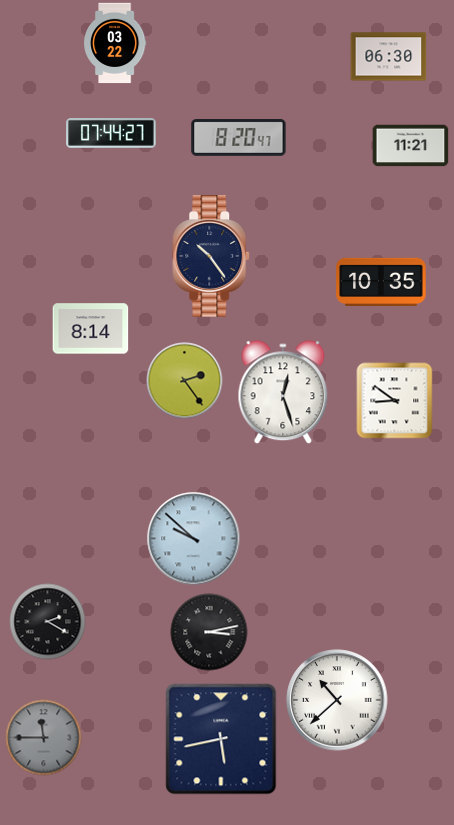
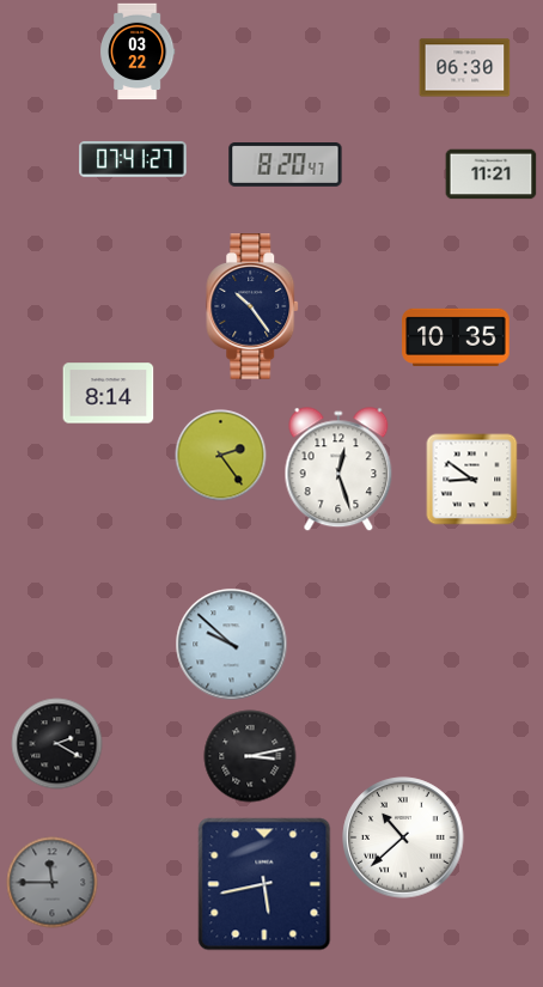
clock at (111, 134): 07:44 -> 07:41
